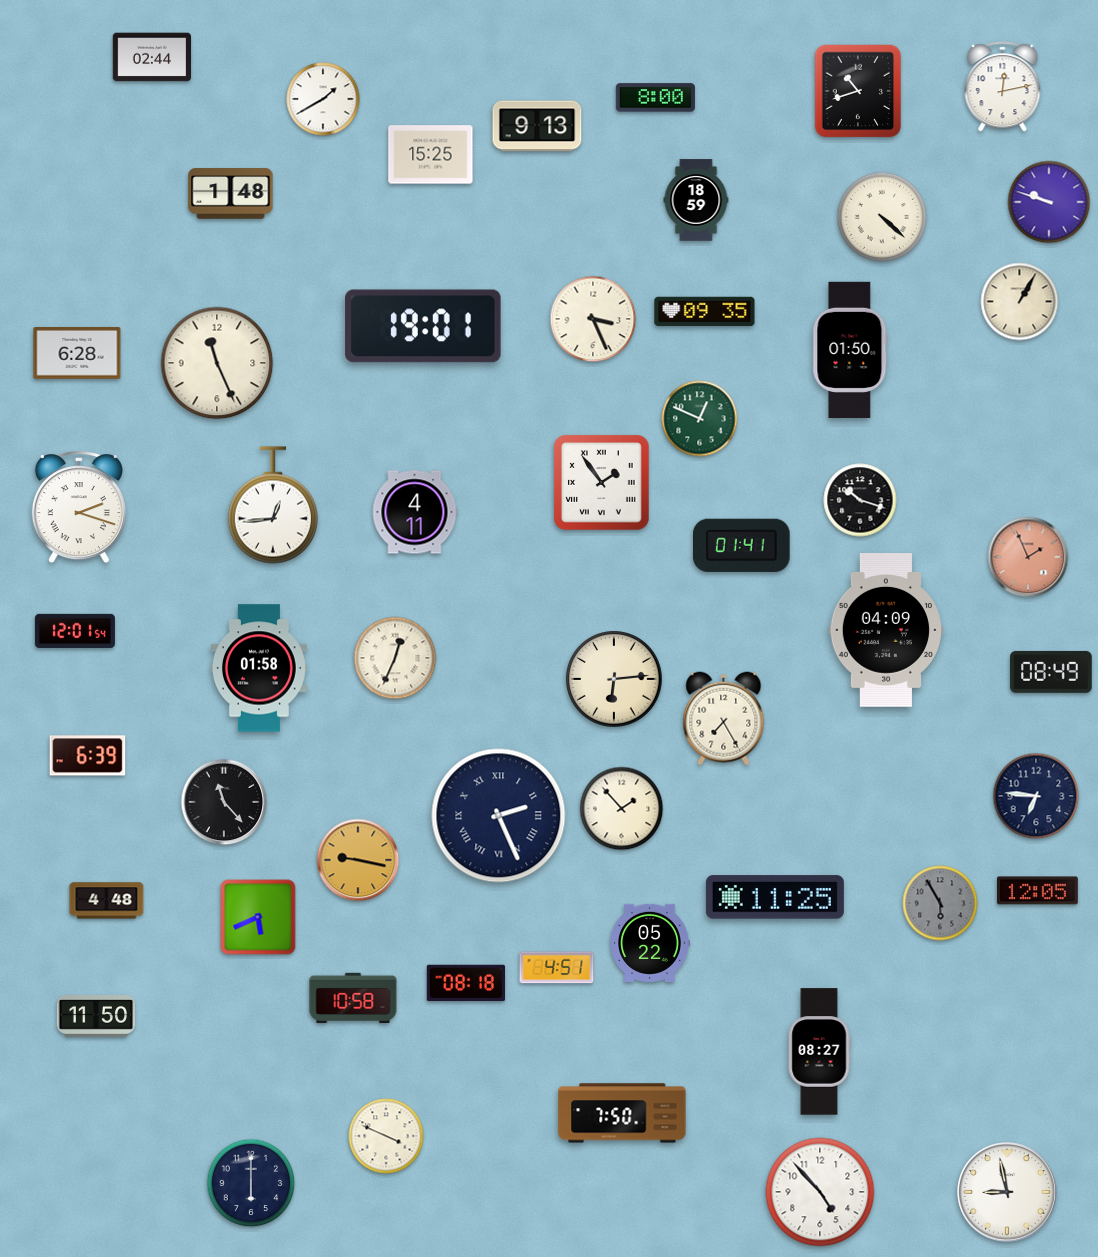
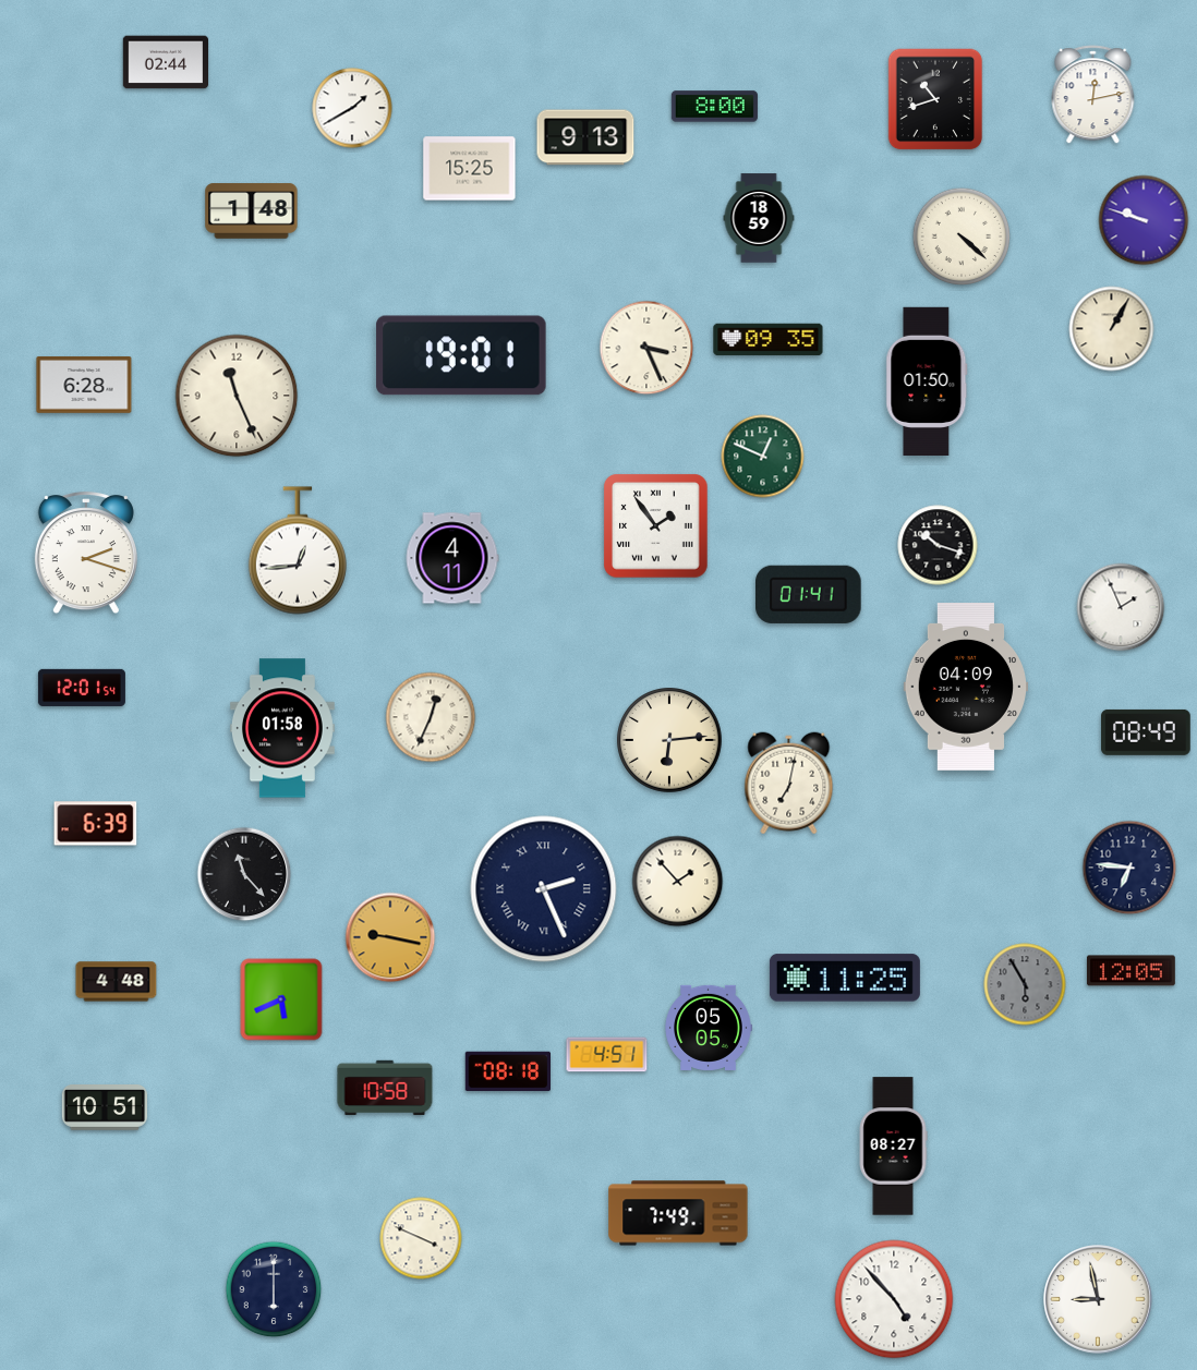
clock at (1028, 557) dial: salmon -> white
clock at (724, 719): 7:25 -> 7:02
clock at (650, 943): 05:22 -> 05:05
clock at (96, 1017): 11:50 -> 10:51
clock at (622, 1113): 7:50 -> 7:49
